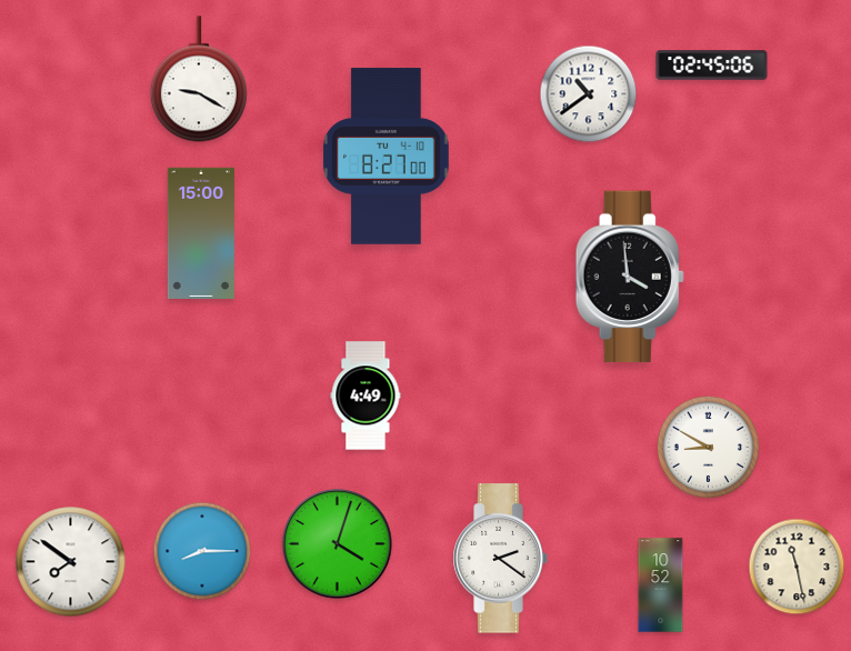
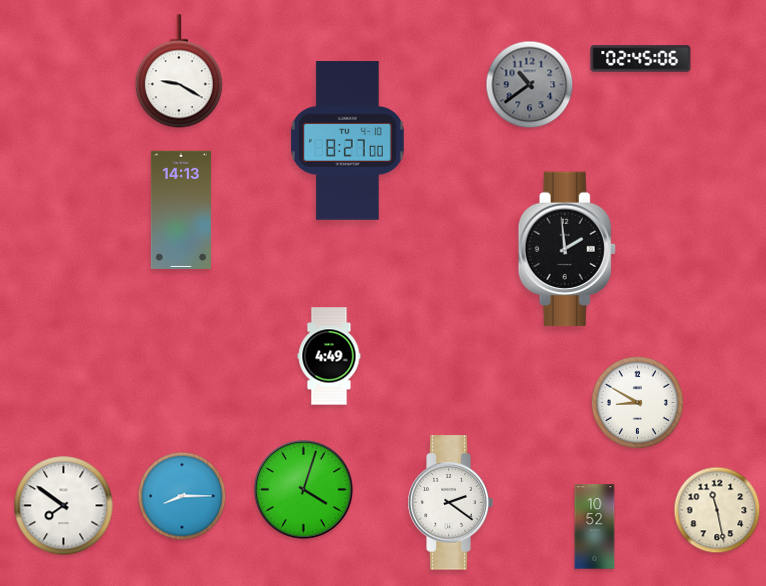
clock at (589, 94) dial: white -> grey
clock at (201, 233): 15:00 -> 14:13
clock at (630, 277): 3:59 -> 1:59
